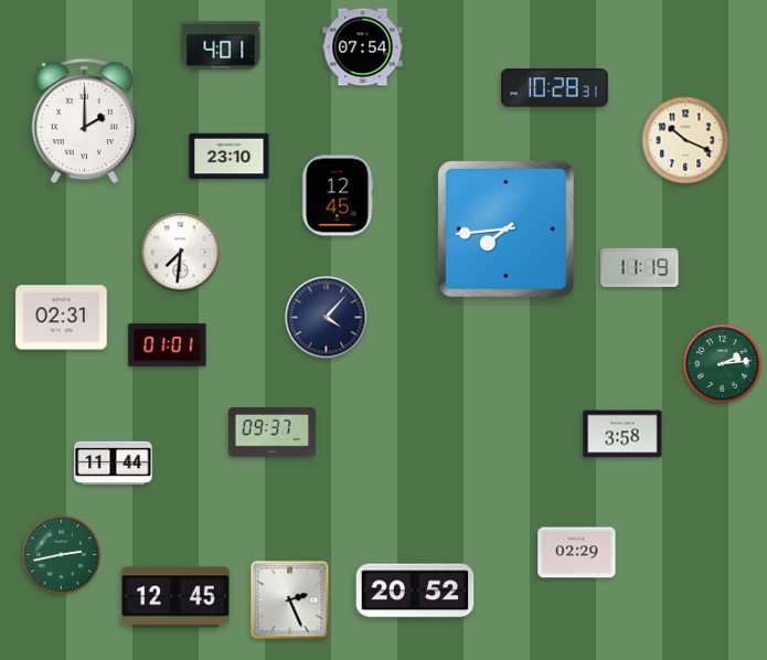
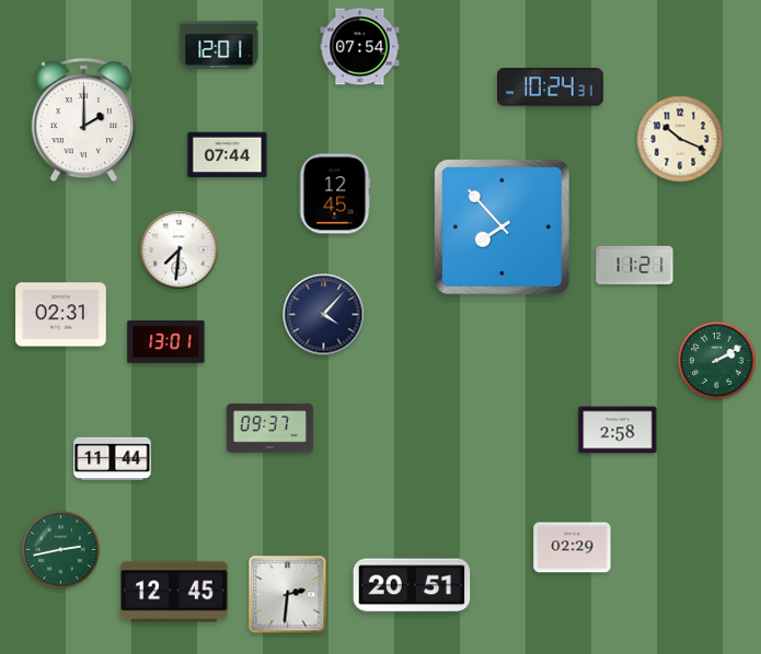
clock at (221, 45): 4:01 -> 12:01
clock at (555, 88): 10:28 -> 10:24
clock at (230, 157): 23:10 -> 07:44
clock at (505, 228): 7:44 -> 7:53
clock at (640, 267): 11:19 -> 11:21
clock at (168, 345): 01:01 -> 13:01
clock at (723, 364): 2:14 -> 2:10
clock at (622, 434): 3:58 -> 2:58
clock at (415, 590): 20:52 -> 20:51
clock at (290, 600): 2:26 -> 2:31
